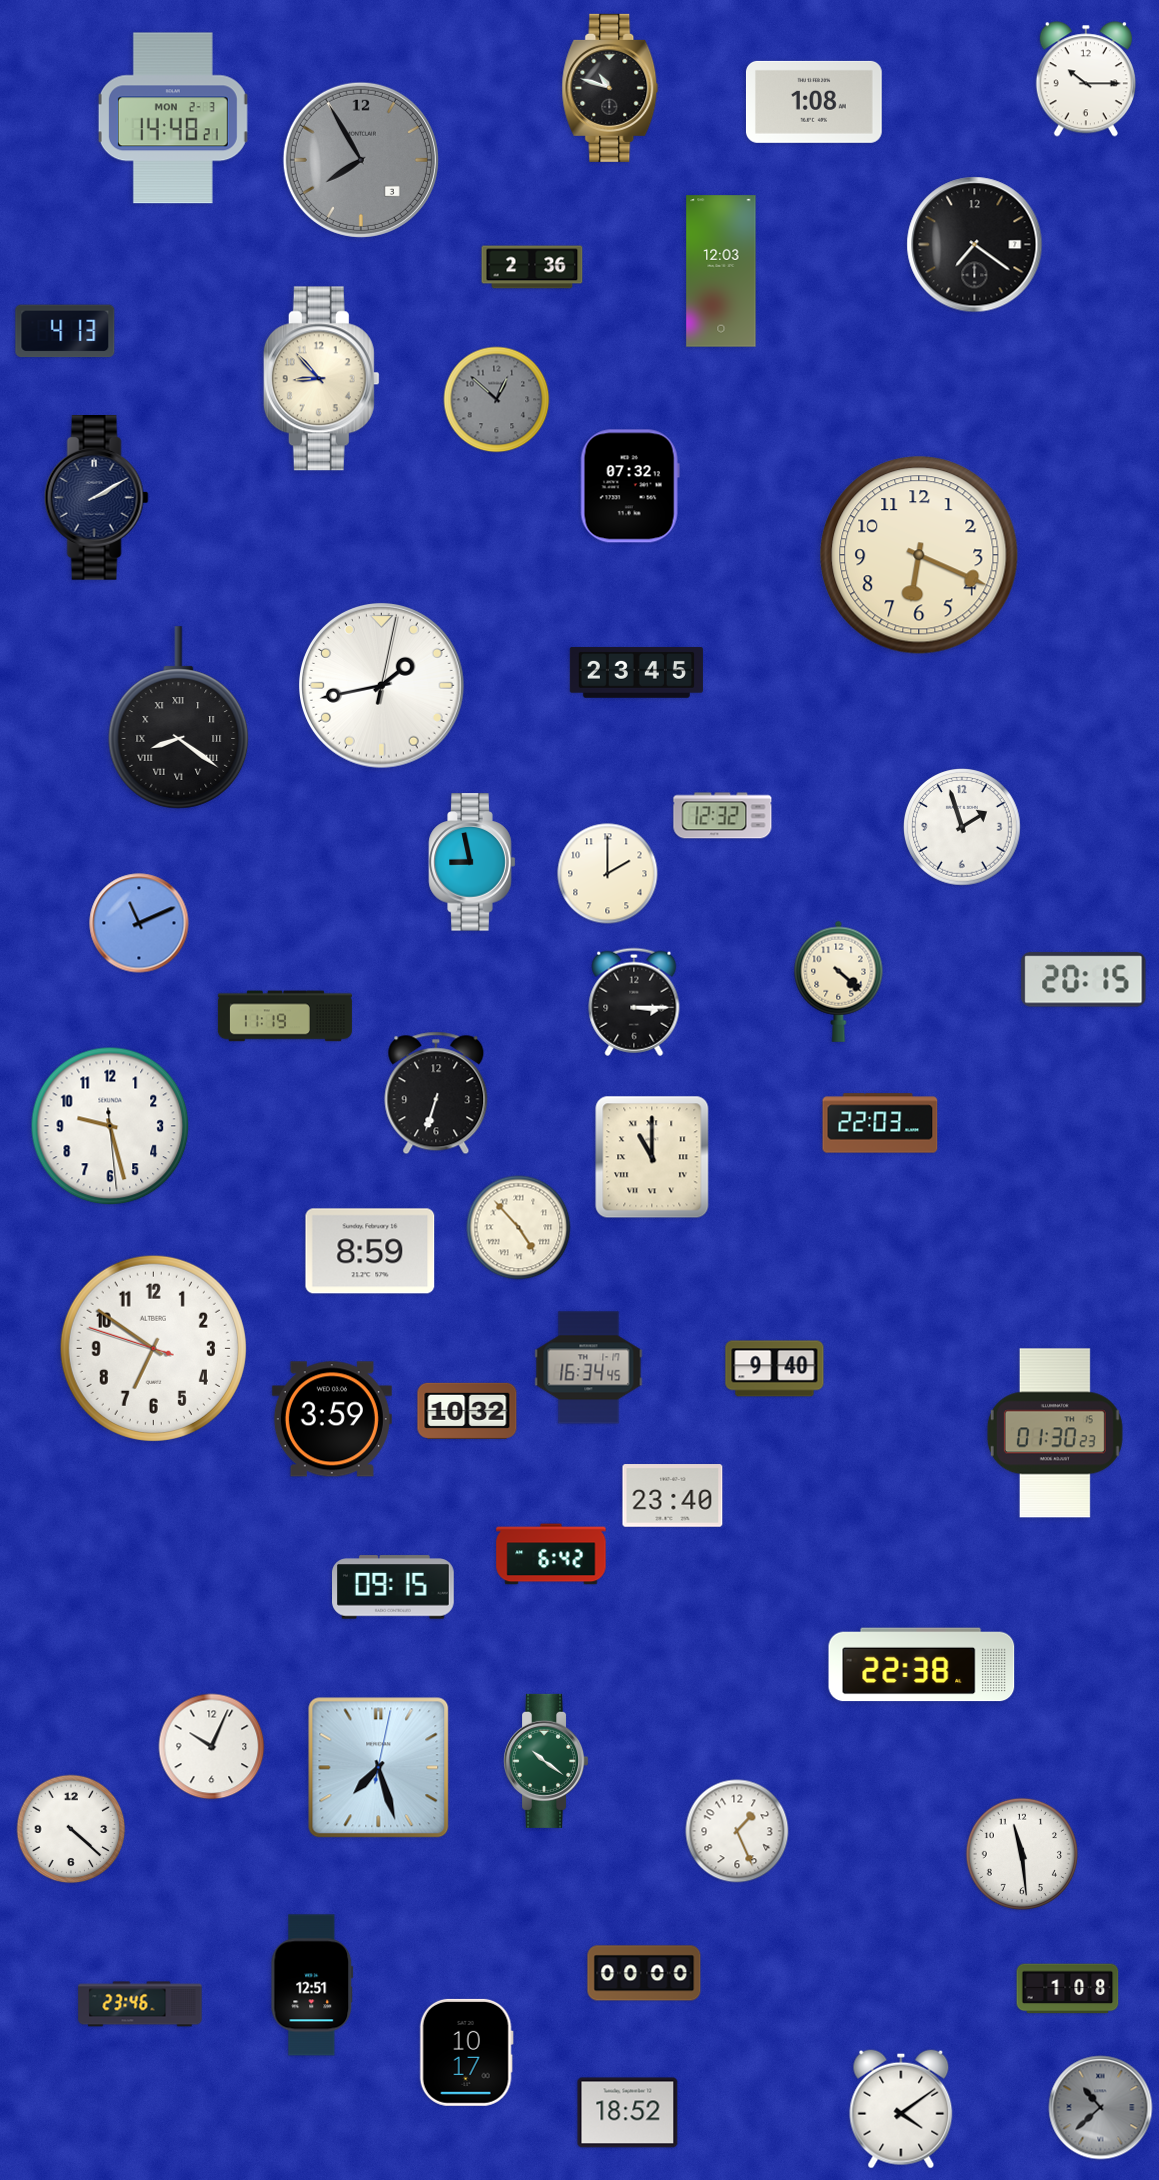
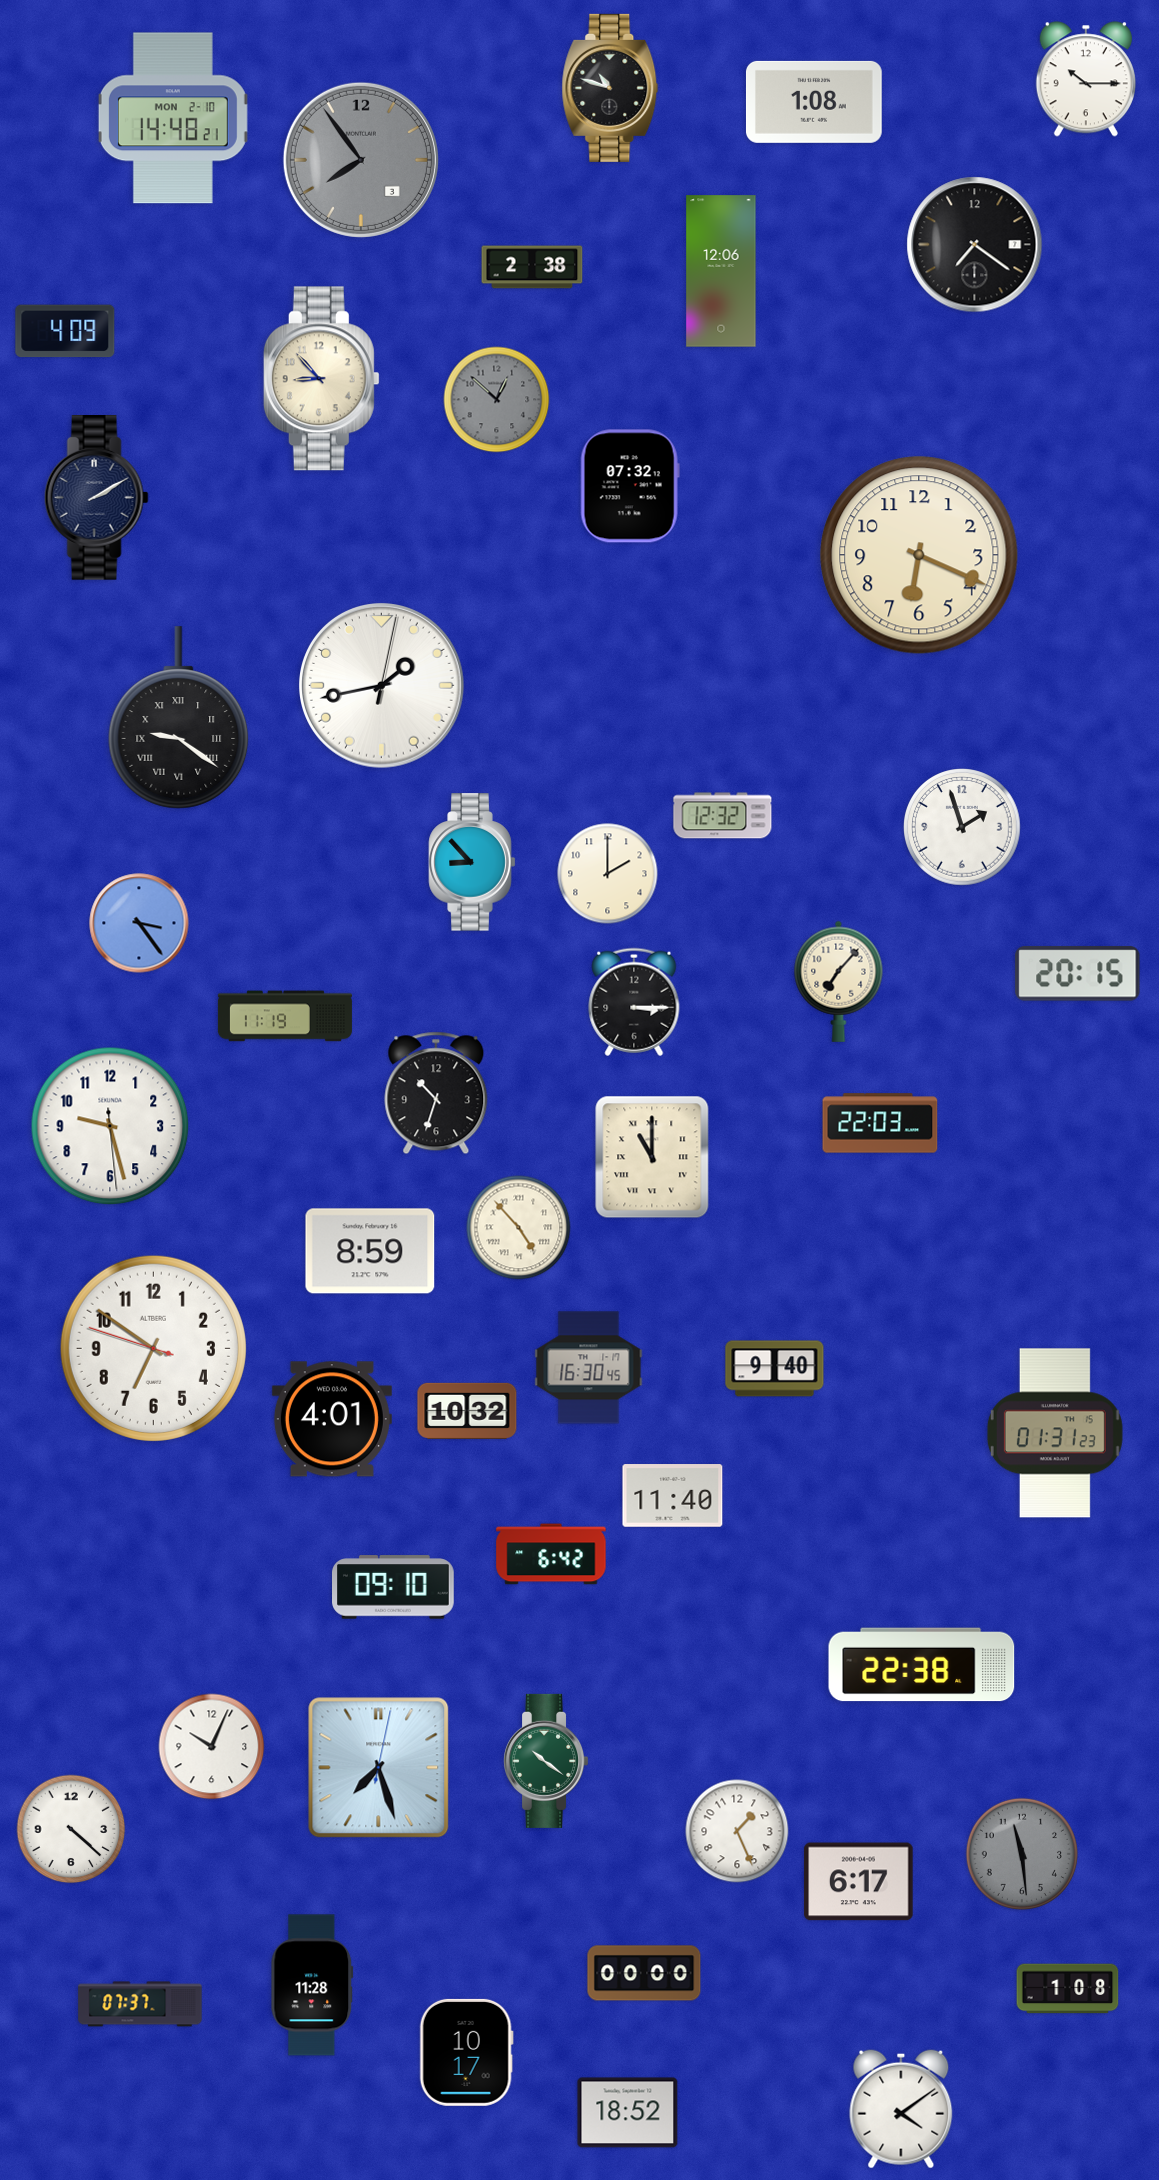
clock at (173, 118) date: MON 2-3 -> MON 2-10
clock at (361, 160): 7:55 -> 7:54
clock at (532, 267): 2:36 -> 2:38
clock at (721, 271): 12:03 -> 12:06
clock at (65, 331): 4:13 -> 4:09
clock at (636, 673): 23:45 -> none
clock at (179, 718): 8:21 -> 9:21
clock at (472, 862): 8:58 -> 8:53
clock at (139, 923): 11:11 -> 3:24
clock at (1084, 980) position: (1084, 980) -> (1078, 974)
clock at (839, 981): 4:22 -> 7:07
clock at (436, 1093): 6:33 -> 10:33
clock at (589, 1368): 16:34 -> 16:30
clock at (332, 1419): 3:59 -> 4:01
clock at (1055, 1433): 01:30 -> 01:31
clock at (673, 1496): 23:40 -> 11:40
clock at (394, 1587): 09:15 -> 09:10
clock at (1022, 1854) dial: white -> grey
clock at (859, 1882): none -> 6:17
clock at (312, 1985): 12:51 -> 11:28
clock at (140, 2004): 23:46 -> 07:37
clock at (1101, 2108): 10:38 -> none
